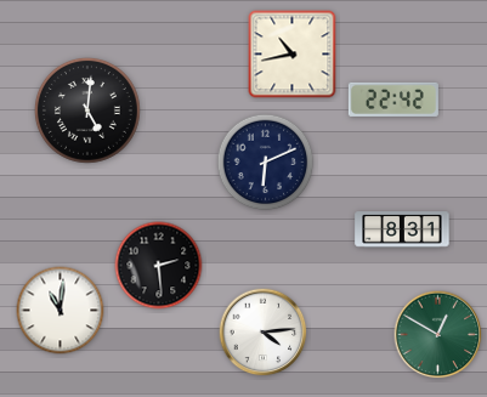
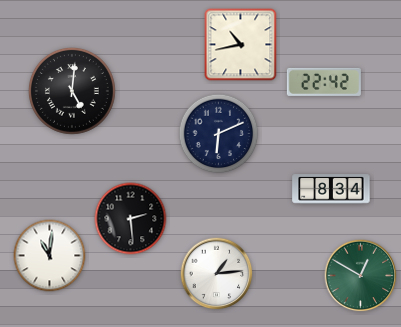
clock at (402, 229): 8:31 -> 8:34
clock at (264, 333): 4:14 -> 1:14
